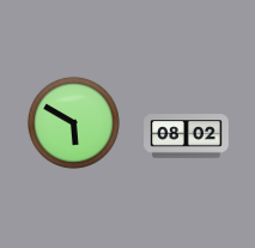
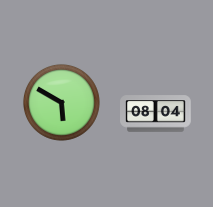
clock at (187, 137): 08:02 -> 08:04
